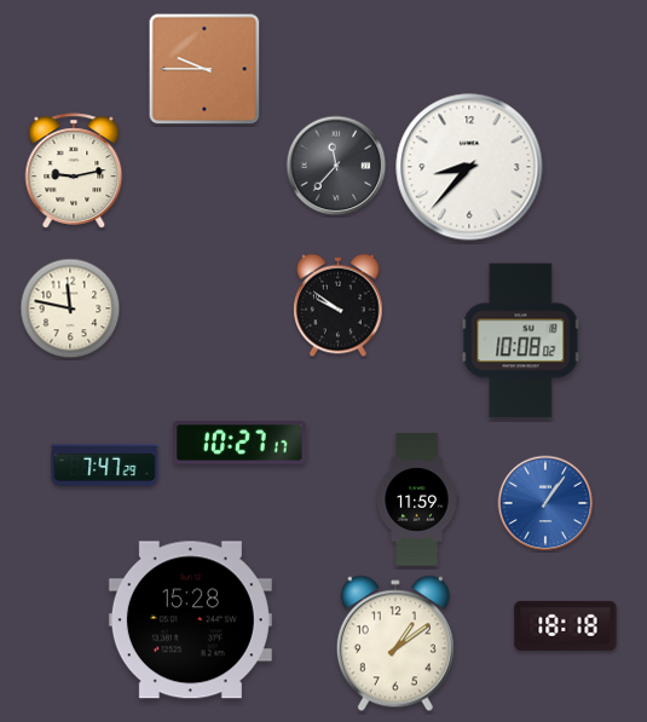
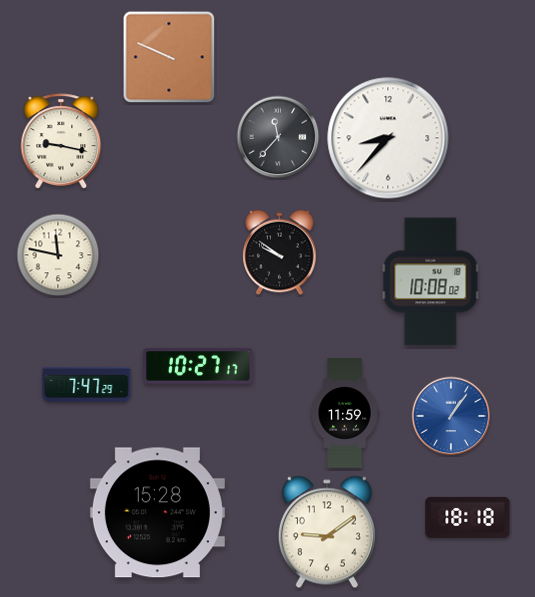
clock at (204, 69): 9:45 -> 9:49
clock at (74, 171): 9:13 -> 9:17
clock at (395, 643): 1:09 -> 9:09
